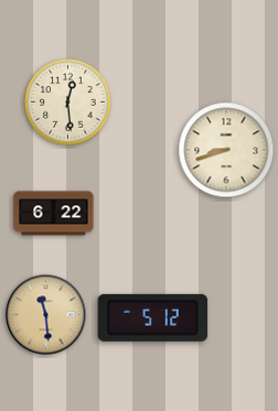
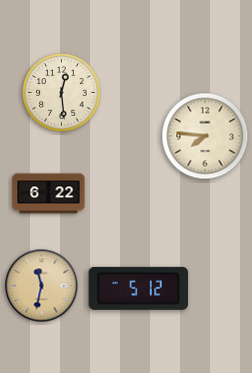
clock at (226, 150): 8:42 -> 7:46
clock at (46, 315): 11:29 -> 11:32
